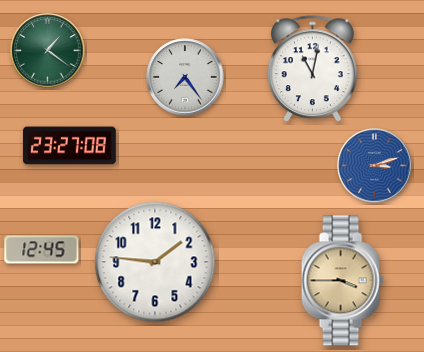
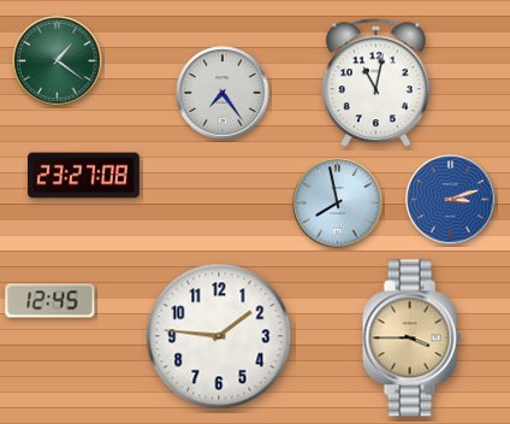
clock at (338, 204): none -> 7:58
clock at (155, 262) position: (155, 262) -> (219, 336)
